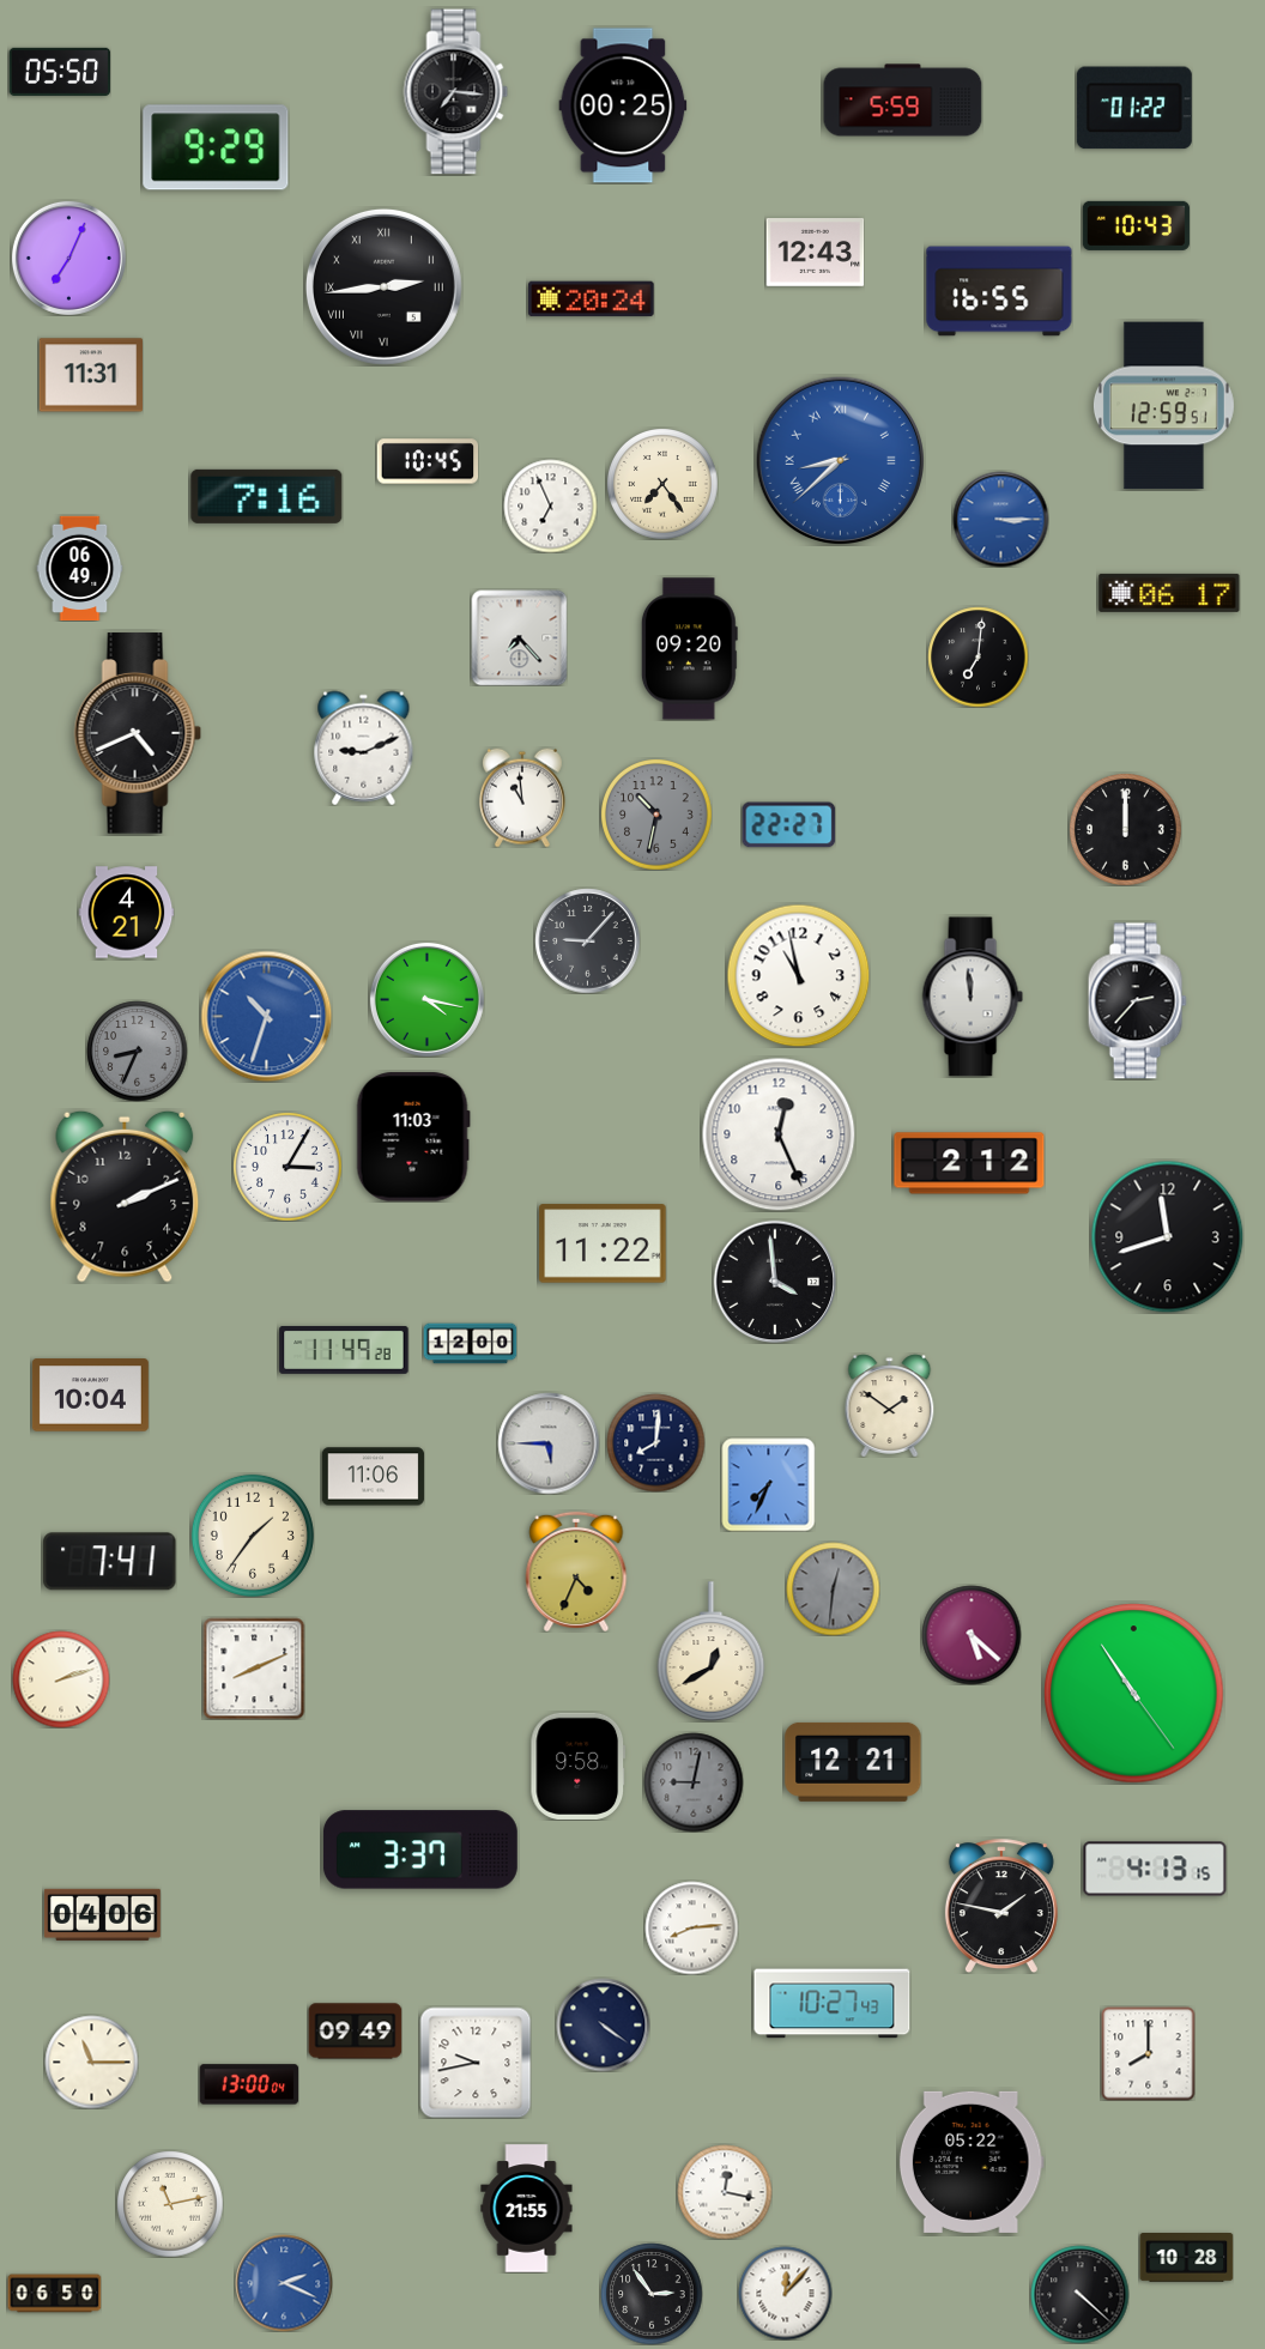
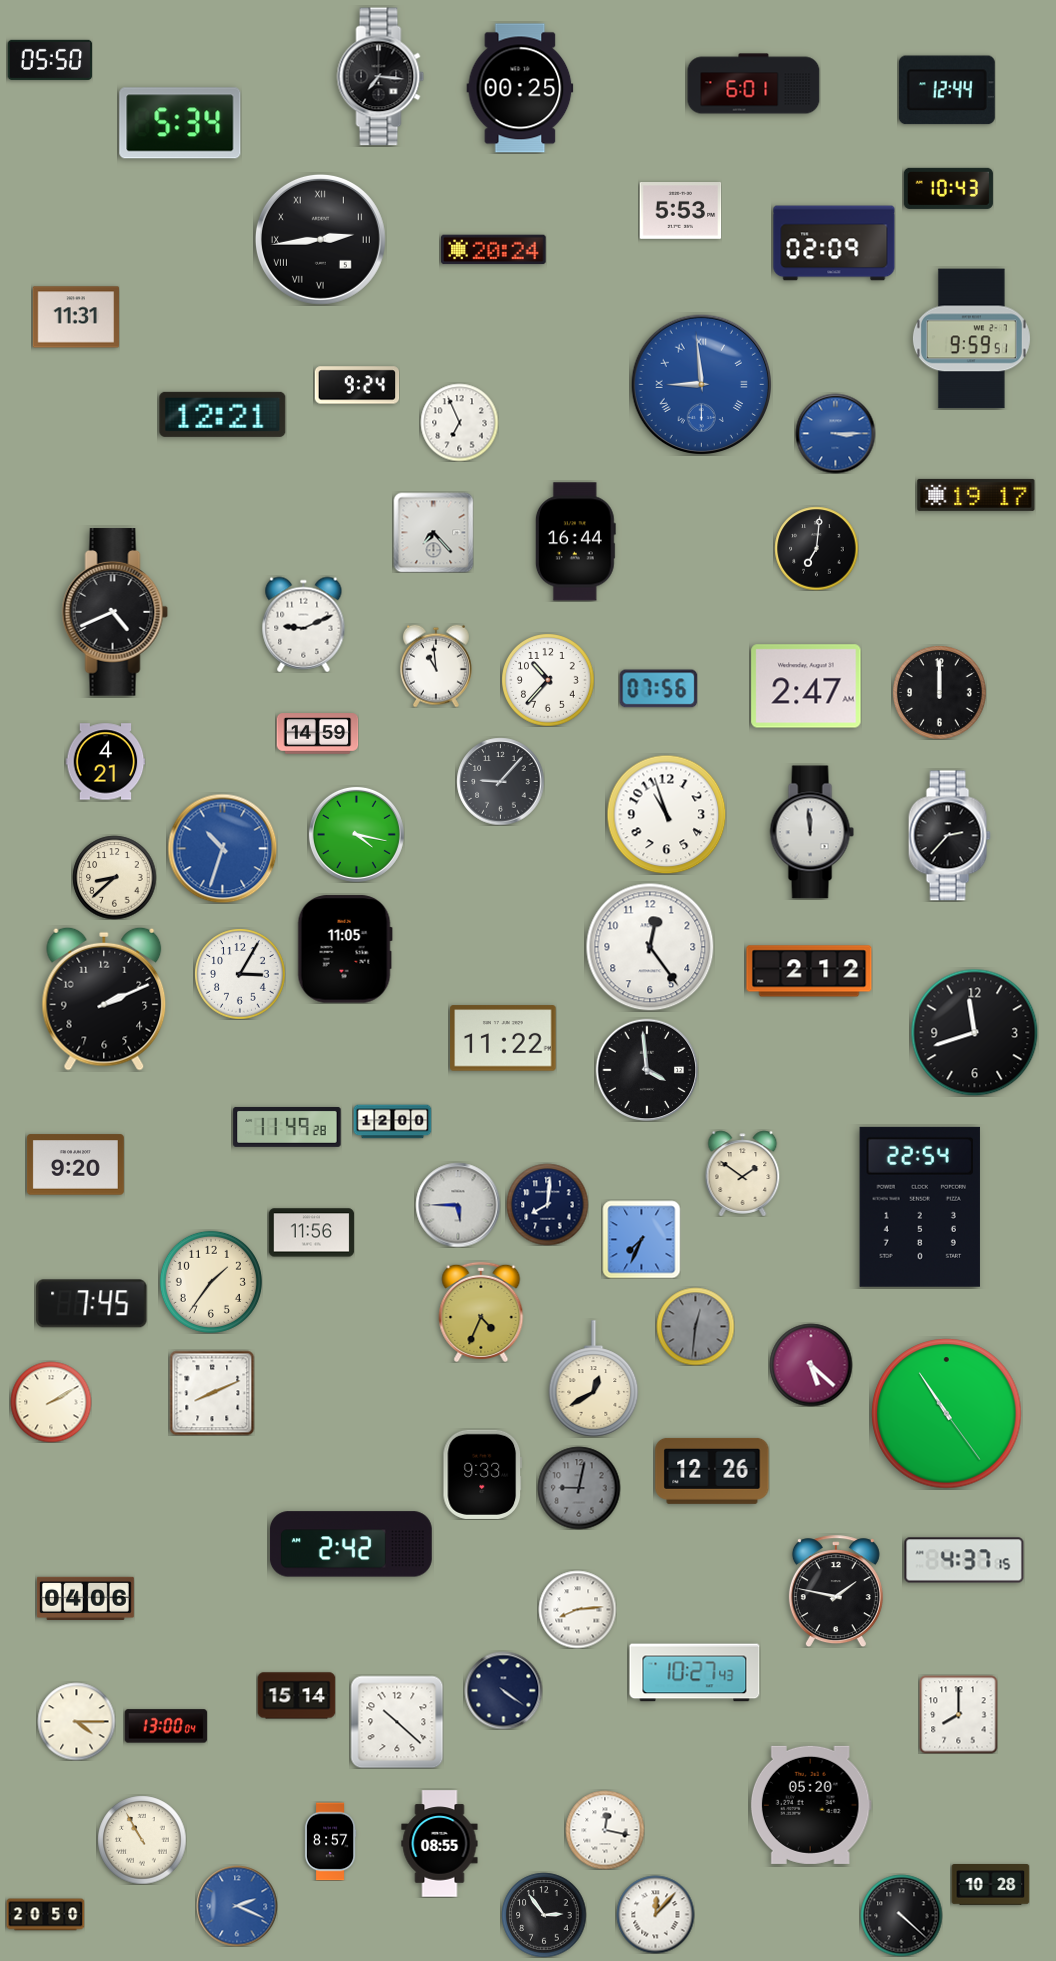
clock at (903, 101): 5:59 -> 6:01
clock at (1134, 108): 01:22 -> 12:44
clock at (216, 147): 9:29 -> 5:34
clock at (815, 253): 12:43 -> 5:53
clock at (68, 258): 7:04 -> none
clock at (999, 291): 16:55 -> 02:09
clock at (90, 375) position: (90, 375) -> (75, 317)
clock at (1163, 406): 12:59 -> 9:59
clock at (840, 460): 8:38 -> 8:59
clock at (428, 461): 10:45 -> 9:24
clock at (662, 484): 7:24 -> none
clock at (267, 496): 7:16 -> 12:21
clock at (80, 568): 06:49 -> none
clock at (1169, 593): 06:17 -> 19:17
clock at (689, 649): 09:20 -> 16:44
clock at (656, 815): 10:32 -> 10:37
clock at (656, 815) dial: grey -> white
clock at (806, 686): none -> 2:47
clock at (788, 825): 22:27 -> 07:56
clock at (317, 734): none -> 14:59
clock at (587, 940) position: (587, 940) -> (500, 781)
clock at (798, 975): 10:58 -> 10:57
clock at (137, 1051): 8:34 -> 8:38
clock at (137, 1051) dial: grey -> cream
clock at (779, 1134): 12:26 -> 12:24
clock at (413, 1137): 11:03 -> 11:05
clock at (90, 1396): 10:04 -> 9:20
clock at (920, 1207): none -> 22:54
clock at (373, 1477): 11:06 -> 11:56
clock at (110, 1562): 7:41 -> 7:45
clock at (61, 1679): 2:12 -> 2:10
clock at (853, 1762): 12:21 -> 12:26
clock at (579, 1766): 9:58 -> 9:33
clock at (420, 1849): 3:37 -> 2:42
clock at (1155, 1869): 4:13 -> 4:37
clock at (355, 2032): 09:49 -> 15:14
clock at (91, 2062): 11:15 -> 4:15
clock at (476, 2063): 9:43 -> 10:22
clock at (249, 2084) position: (249, 2084) -> (166, 1726)
clock at (972, 2162): 05:22 -> 05:20
clock at (170, 2204): 11:13 -> 10:55
clock at (330, 1841): none -> 8:57
clock at (527, 2209): 21:55 -> 08:55
clock at (54, 2294): 06:50 -> 20:50
